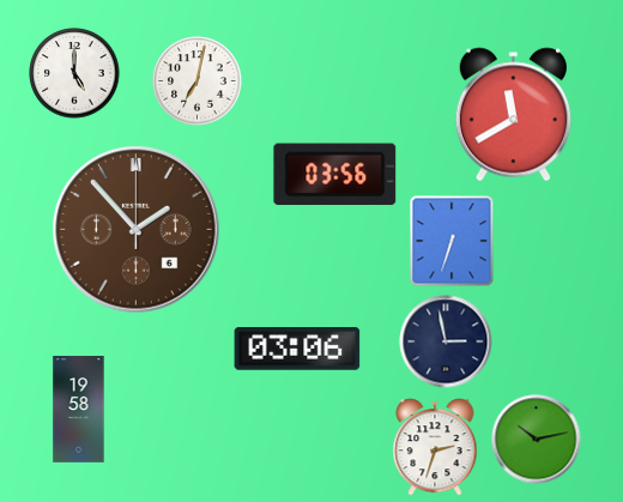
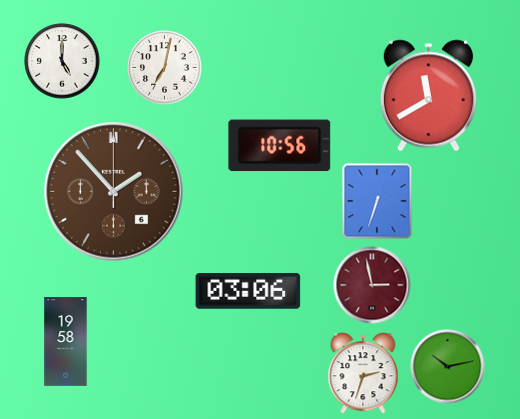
clock at (335, 175): 03:56 -> 10:56
clock at (446, 341) dial: navy -> burgundy
